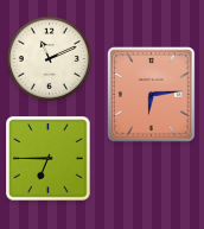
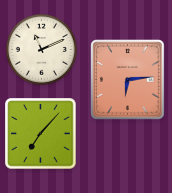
clock at (49, 159): 6:45 -> 7:07
